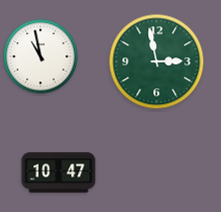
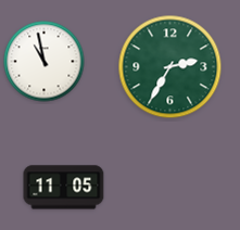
clock at (157, 62): 2:58 -> 2:35
clock at (59, 173): 10:47 -> 11:05
